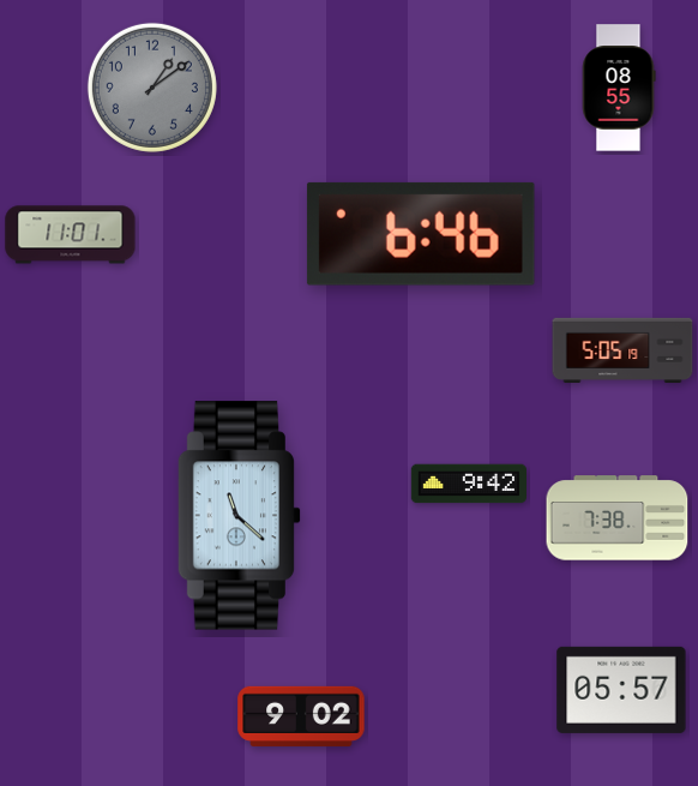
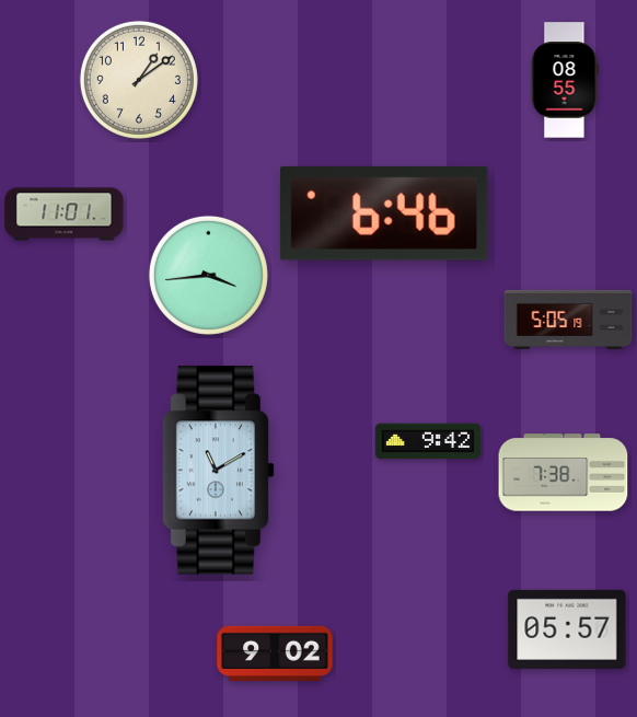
clock at (152, 88) dial: grey -> cream
clock at (208, 275): none -> 3:44
clock at (240, 516): 11:22 -> 11:10
